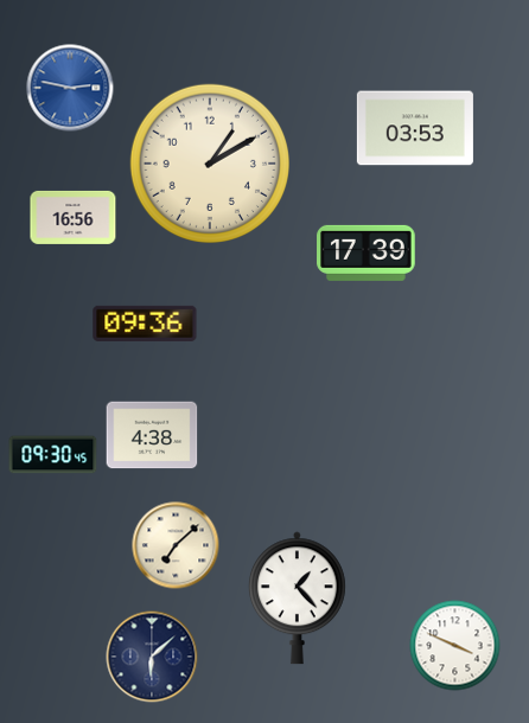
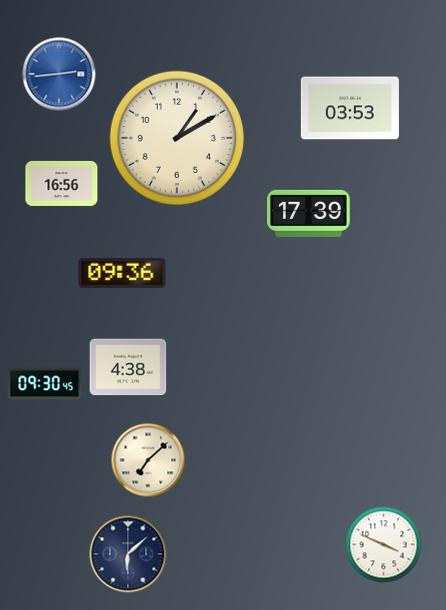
clock at (70, 88): 2:47 -> 2:44
clock at (297, 599): 1:23 -> none
